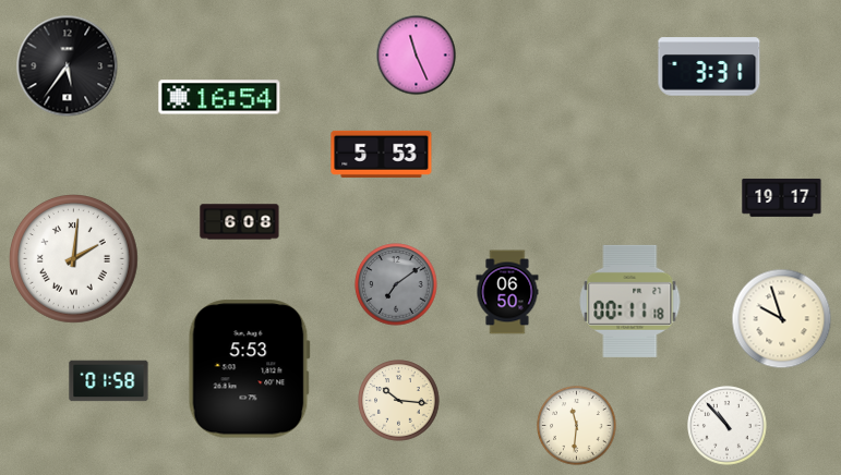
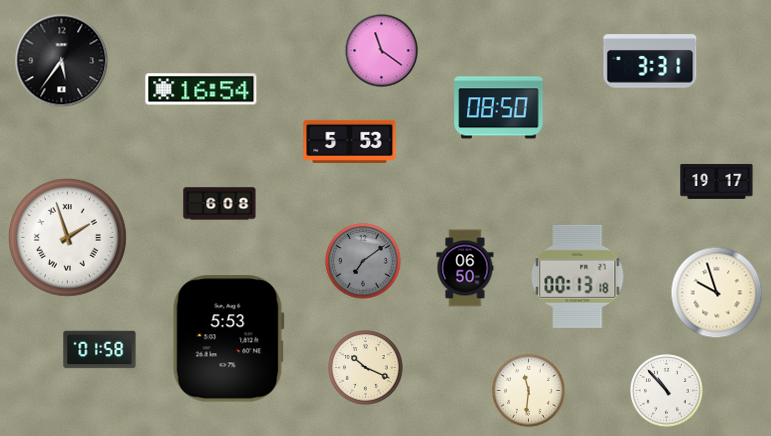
clock at (417, 56): 11:26 -> 11:21
clock at (499, 108): none -> 08:50
clock at (74, 259): 2:01 -> 1:57
clock at (630, 301): 00:11 -> 00:13
clock at (399, 401): 10:16 -> 10:19
